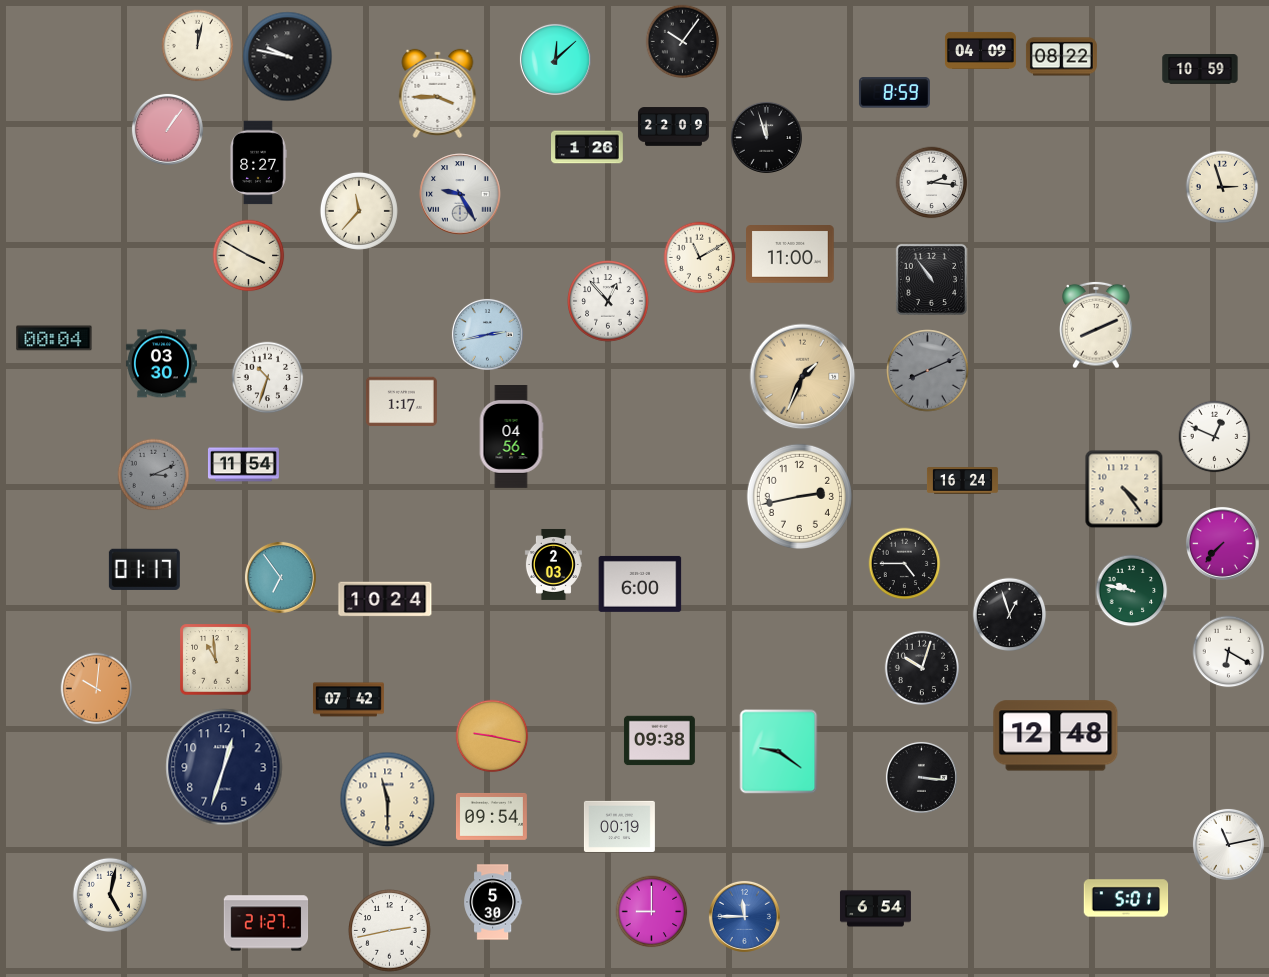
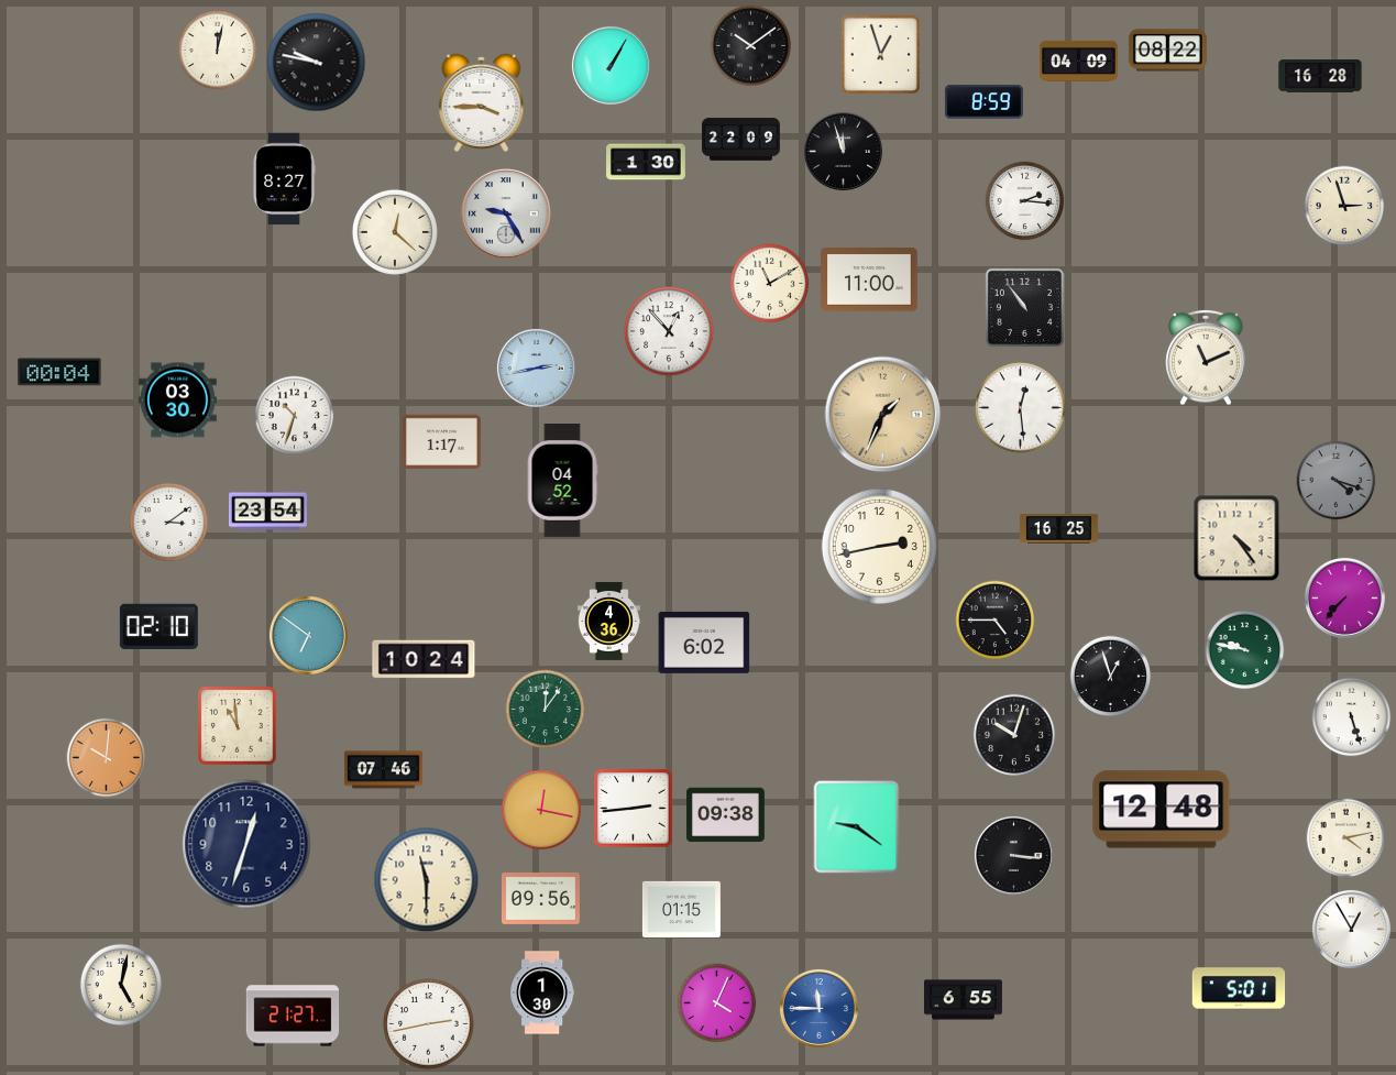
clock at (683, 42): 10:06 -> 10:09
clock at (880, 54): none -> 12:57
clock at (980, 50) position: (980, 50) -> (1078, 61)
clock at (1061, 57) position: (1061, 57) -> (1167, 51)
clock at (555, 59): 12:08 -> 1:05
clock at (1200, 69): 10:59 -> 16:28
clock at (167, 129): 1:06 -> none
clock at (588, 147): 1:26 -> 1:30
clock at (359, 211): 11:37 -> 12:22
clock at (249, 256): 3:50 -> none
clock at (1096, 325): 8:11 -> 11:11
clock at (928, 371): 8:11 -> 12:29
clock at (928, 371) dial: grey -> white
clock at (511, 437): 04:56 -> 04:52
clock at (1215, 437): 12:49 -> 4:18
clock at (1215, 437) dial: white -> grey
clock at (243, 465): 11:54 -> 23:54
clock at (154, 475): 3:11 -> 3:09
clock at (154, 475) dial: grey -> white
clock at (962, 481): 16:24 -> 16:25
clock at (553, 564): 2:03 -> 4:36
clock at (144, 569): 01:17 -> 02:10
clock at (280, 577): 6:54 -> 6:51
clock at (640, 584): 6:00 -> 6:02
clock at (546, 710): none -> 12:06
clock at (1229, 652): 6:20 -> 5:27
clock at (348, 700): 07:42 -> 07:46
clock at (634, 809): none -> 2:44
clock at (492, 736): 9:17 -> 12:17
clock at (1346, 838): none -> 4:13
clock at (491, 816): 09:54 -> 09:56
clock at (619, 826): 00:19 -> 01:15
clock at (1228, 844): 11:13 -> 12:55
clock at (493, 902): 5:30 -> 1:30
clock at (875, 909): 6:54 -> 6:55
clock at (652, 912): 9:00 -> 4:04
